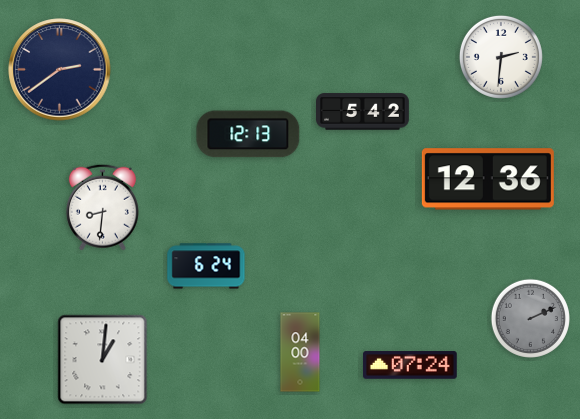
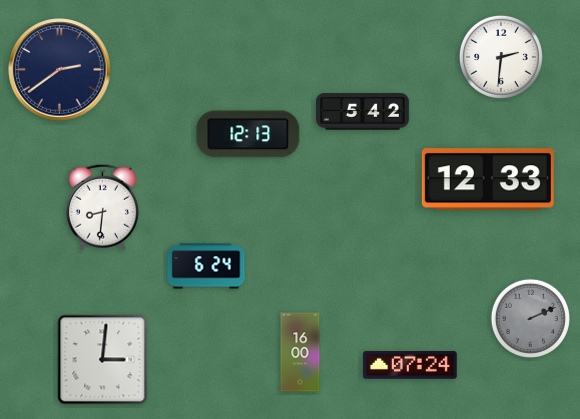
clock at (488, 179): 12:36 -> 12:33
clock at (300, 352): 04:00 -> 16:00
clock at (103, 360): 1:01 -> 3:01
